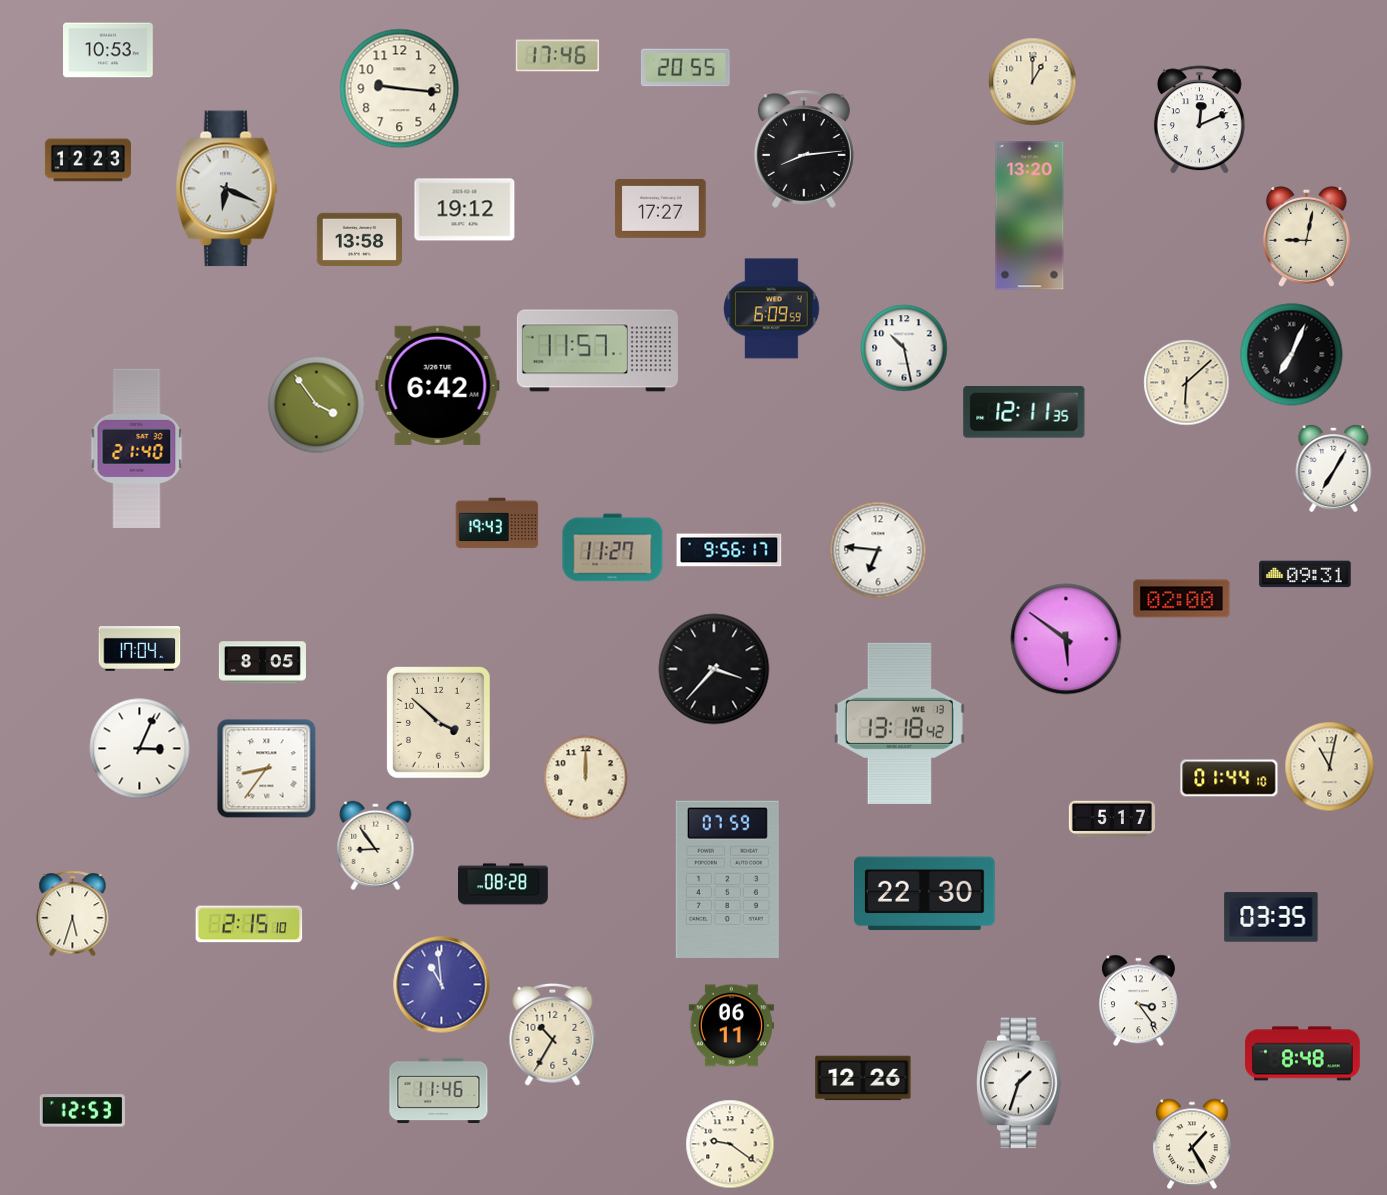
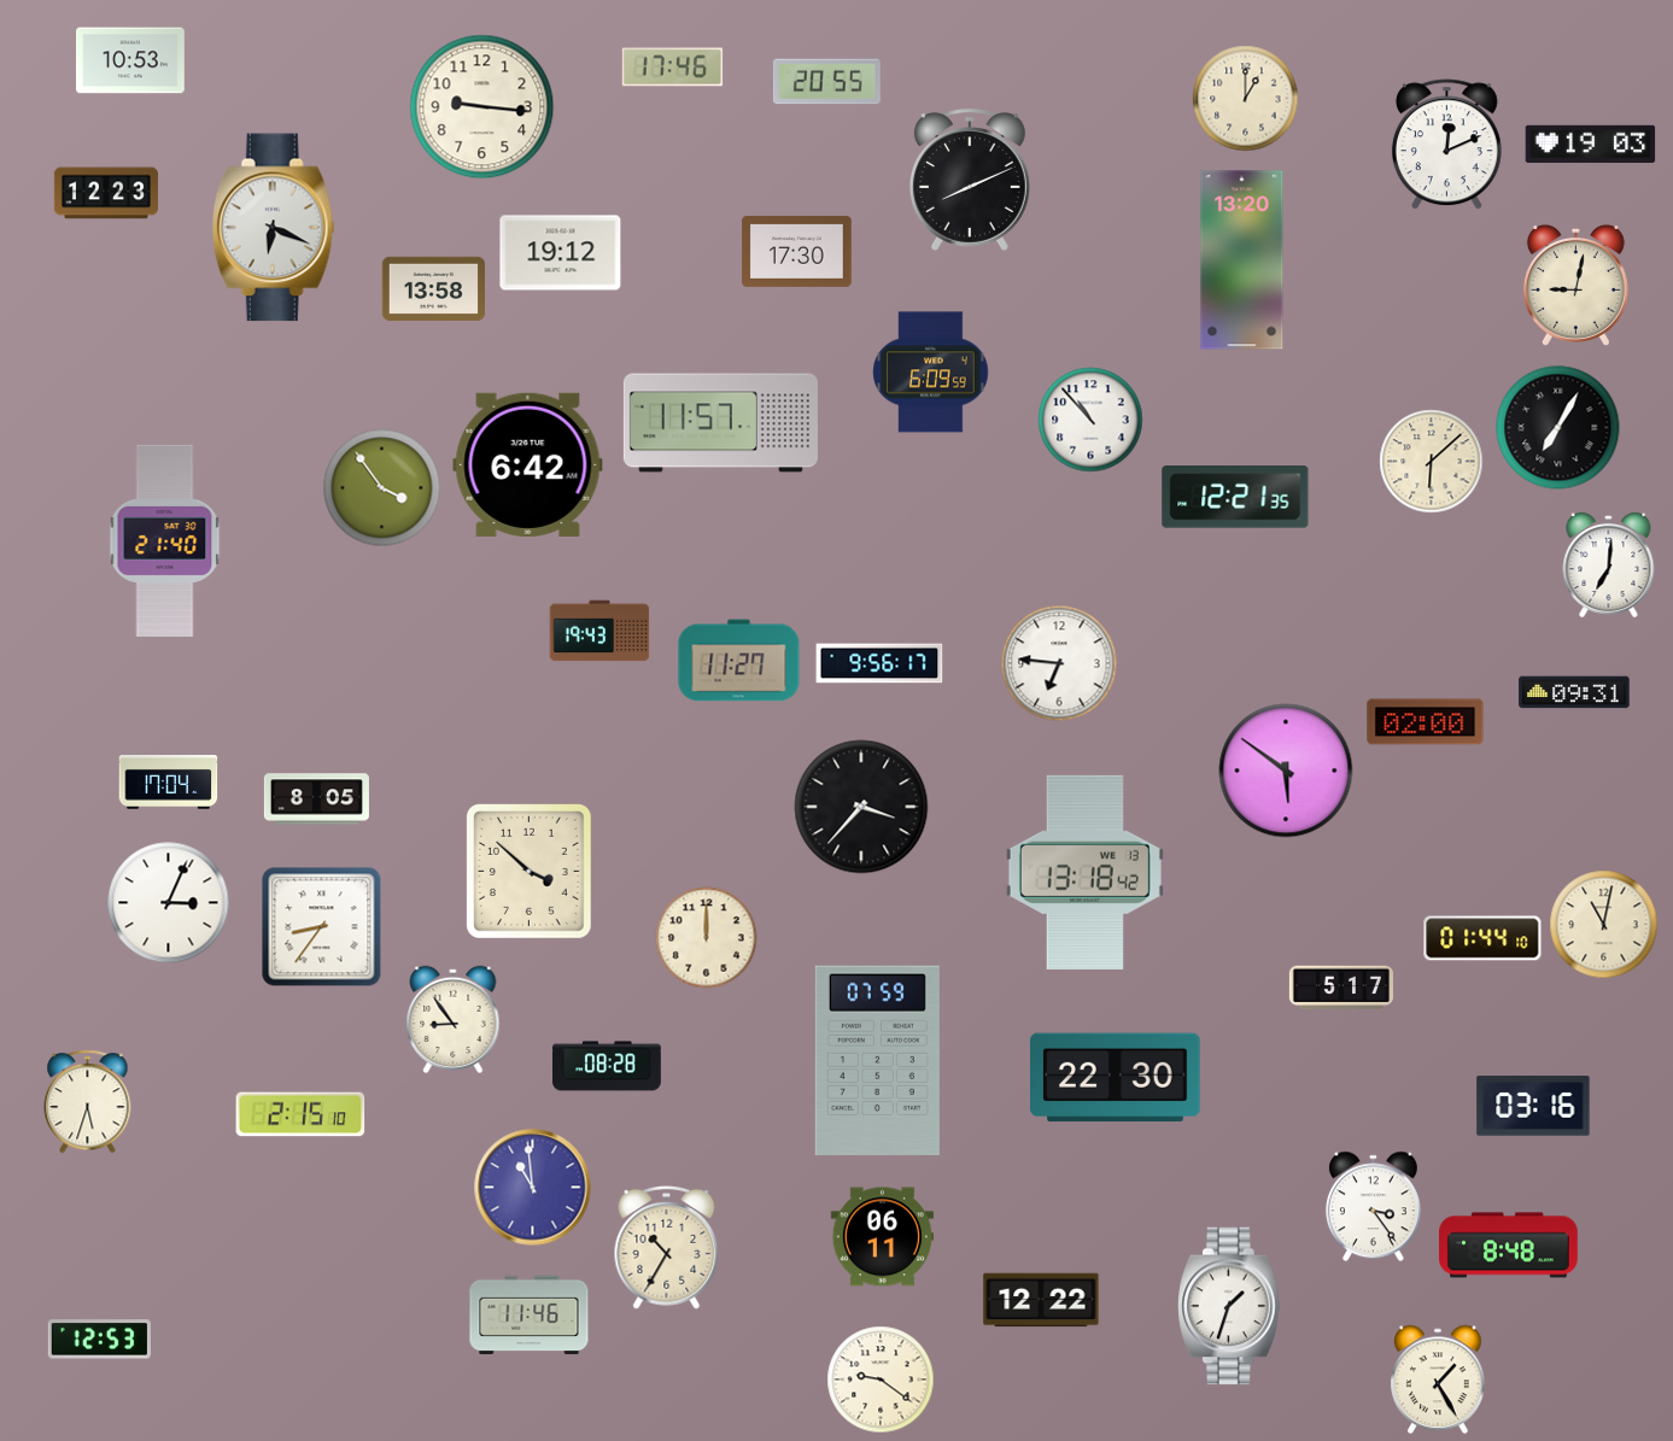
clock at (1591, 143): none -> 19:03
clock at (804, 149): 8:14 -> 8:11
clock at (661, 208): 17:27 -> 17:30
clock at (904, 348): 10:28 -> 10:53
clock at (1292, 355): 7:04 -> 7:05
clock at (1024, 412): 12:11 -> 12:21
clock at (1334, 468): 7:05 -> 7:01
clock at (1271, 917): 03:35 -> 03:16
clock at (1303, 1054) position: (1303, 1054) -> (1509, 1246)
clock at (863, 1078): 12:26 -> 12:22
